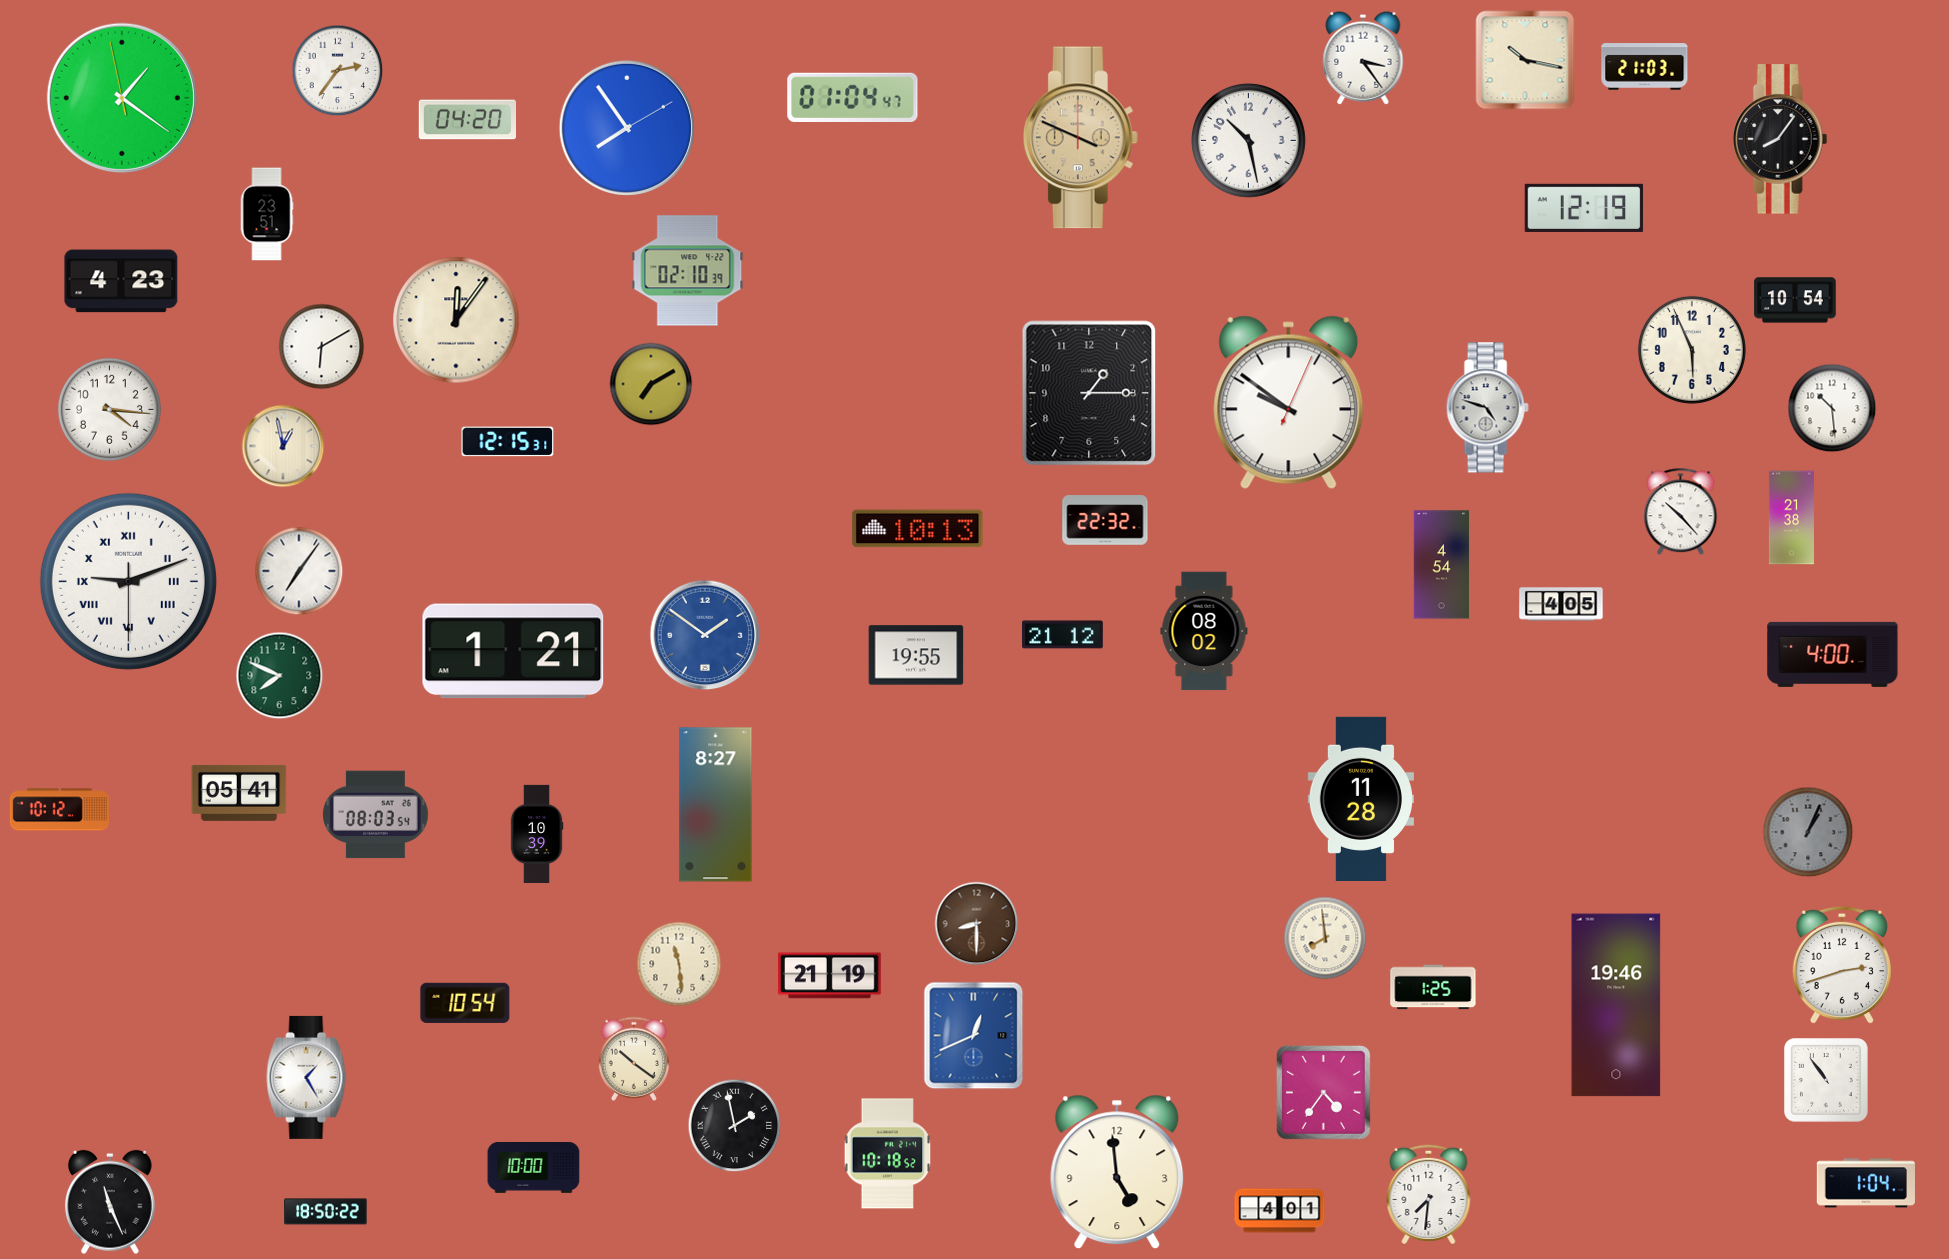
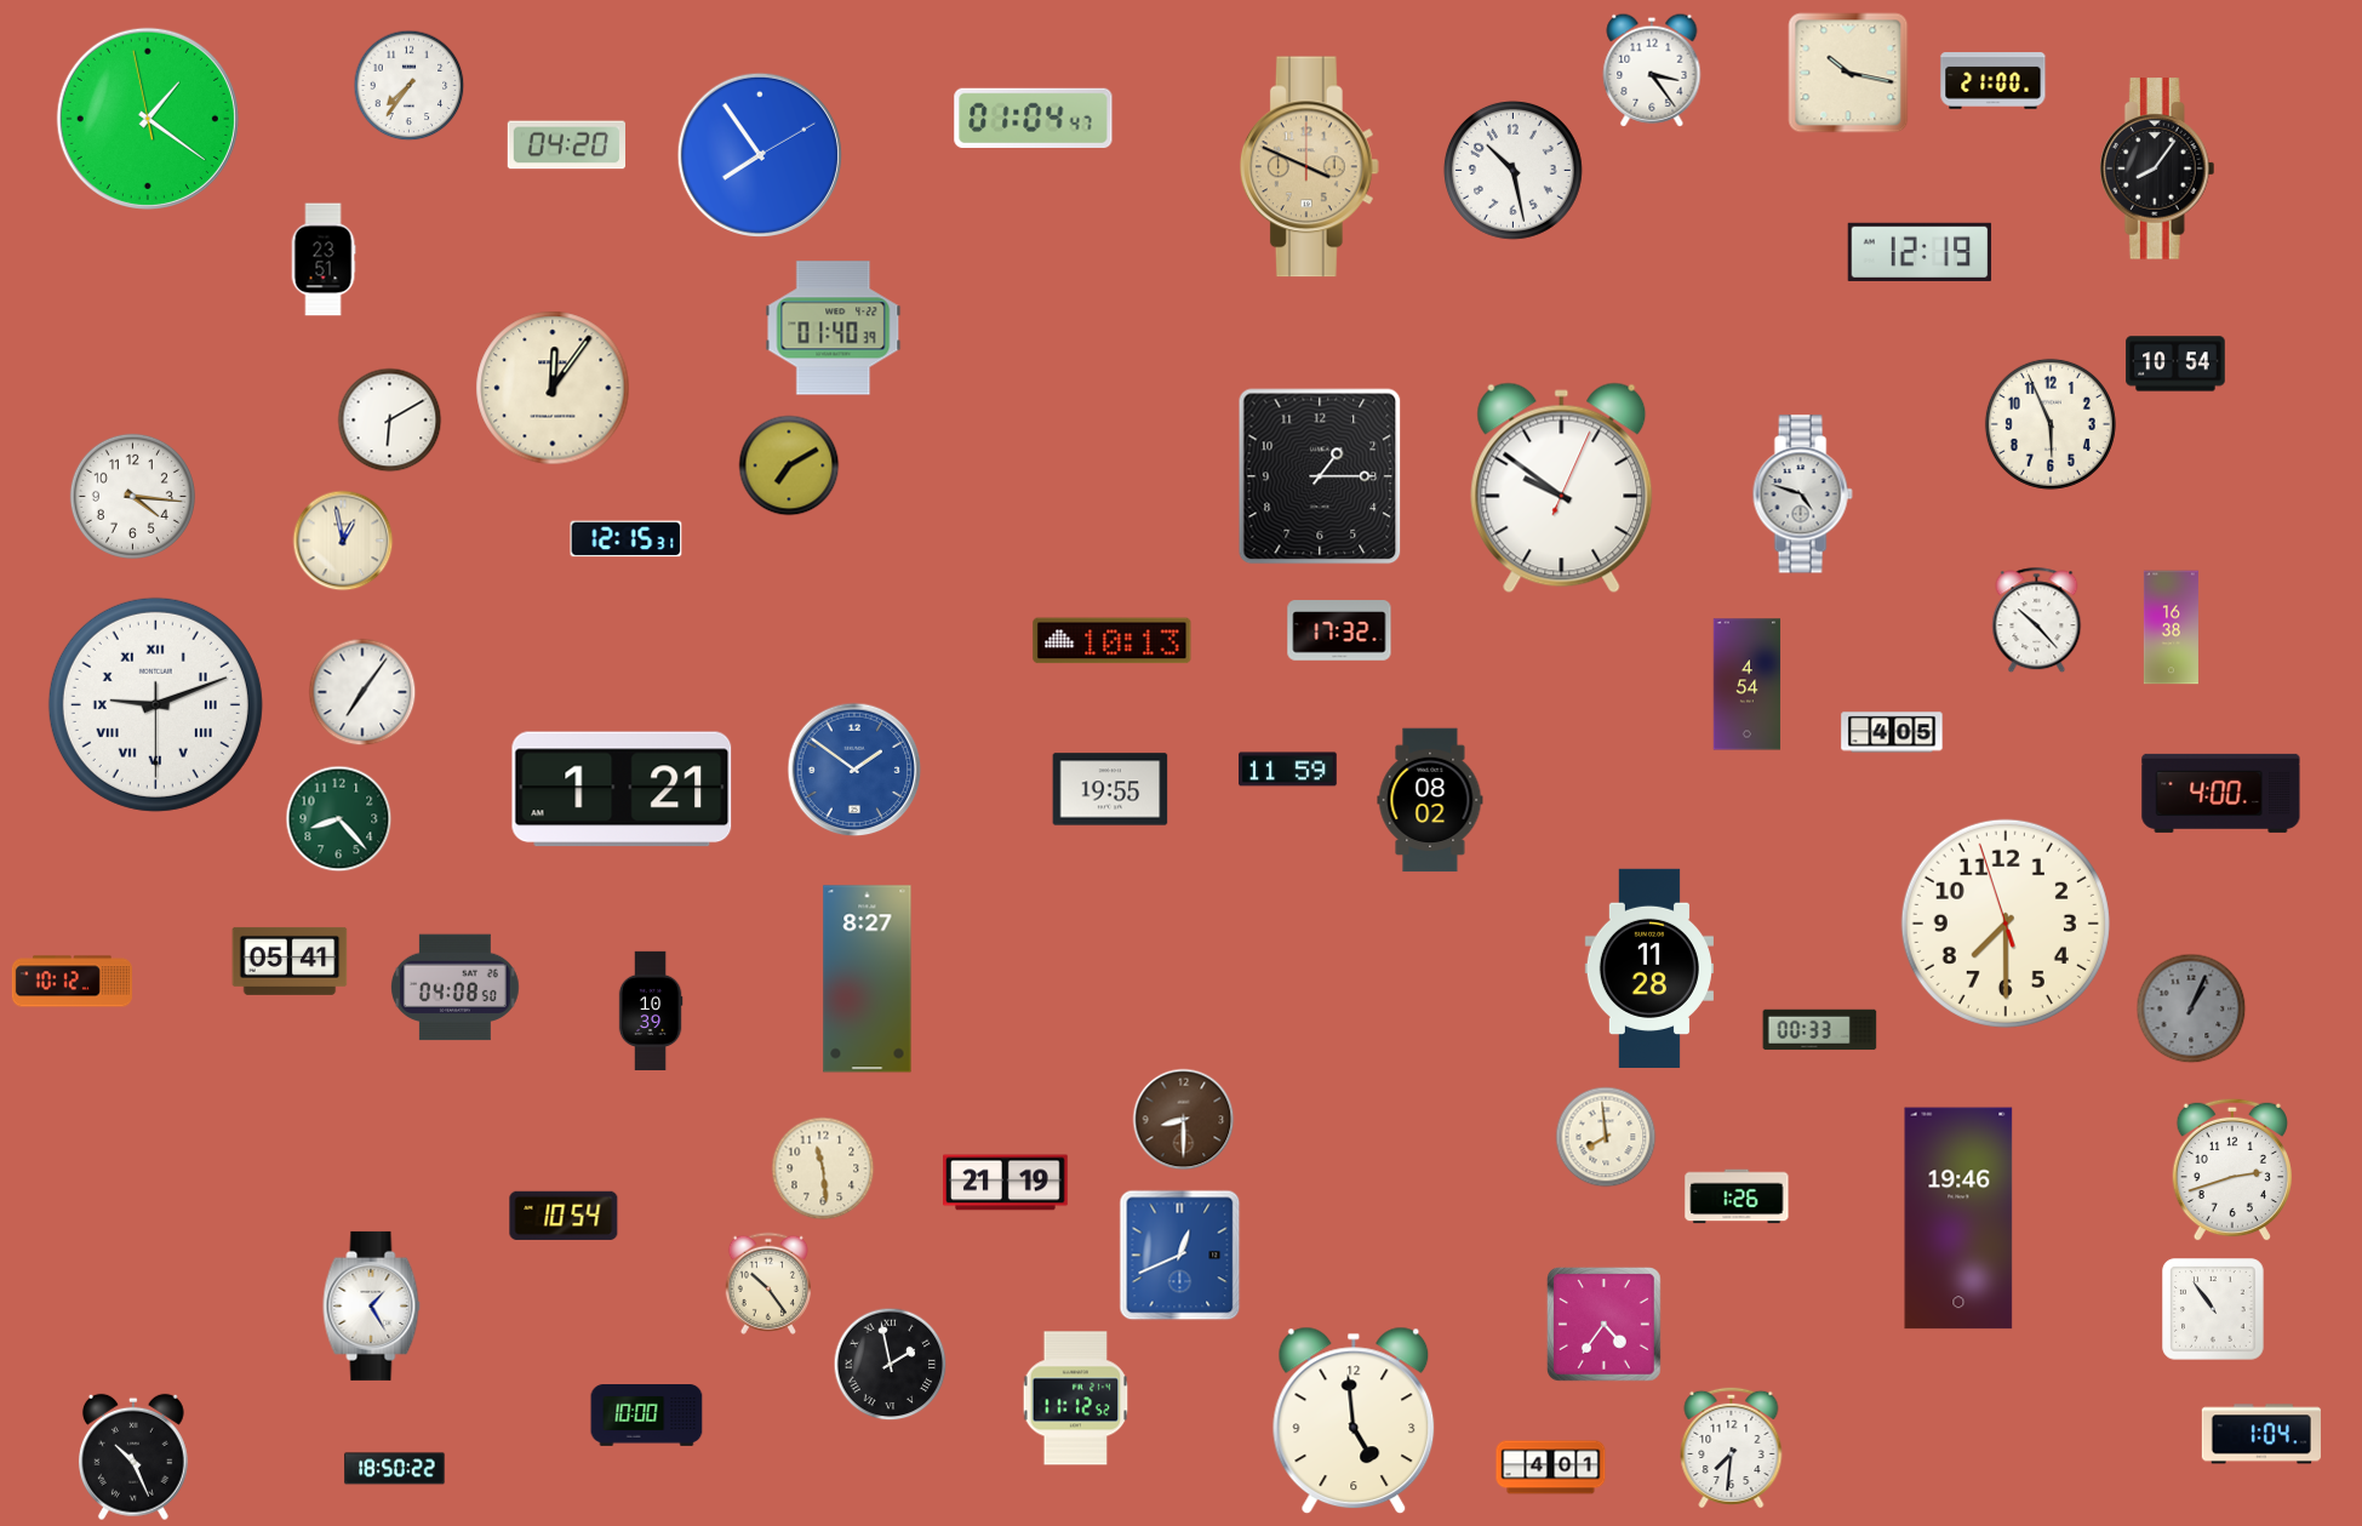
clock at (1645, 67): 21:03 -> 21:00
clock at (338, 71): 2:36 -> 7:36
clock at (688, 271): 02:10 -> 01:40
clock at (121, 281): 4:23 -> none
clock at (1832, 408): 10:29 -> none
clock at (508, 442) position: (508, 442) -> (627, 539)
clock at (1791, 518): 21:38 -> 16:38
clock at (1105, 520): 22:32 -> 17:32
clock at (1204, 631) position: (1204, 631) -> (1430, 800)
clock at (1063, 635): 21:12 -> 11:59
clock at (916, 655) position: (916, 655) -> (1110, 789)
clock at (280, 676): 7:49 -> 8:23
clock at (2006, 924): none -> 7:29
clock at (716, 805) position: (716, 805) -> (868, 979)
clock at (376, 815): 08:03 -> 04:08
clock at (1820, 1030): none -> 00:33
clock at (1433, 987): 1:25 -> 1:26
clock at (633, 1059): 10:21 -> 10:24
clock at (888, 1154): 10:18 -> 11:12
clock at (110, 1202): 11:26 -> 10:26
